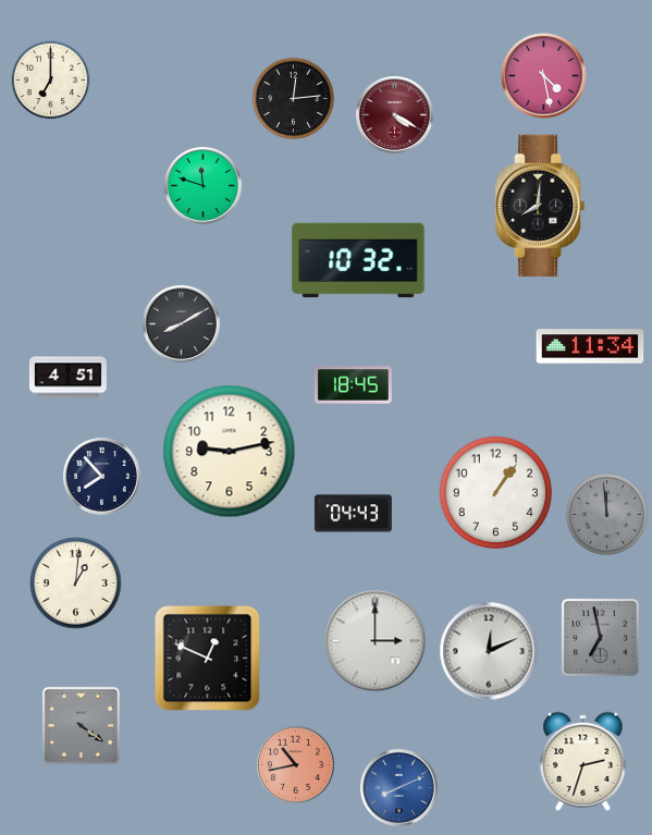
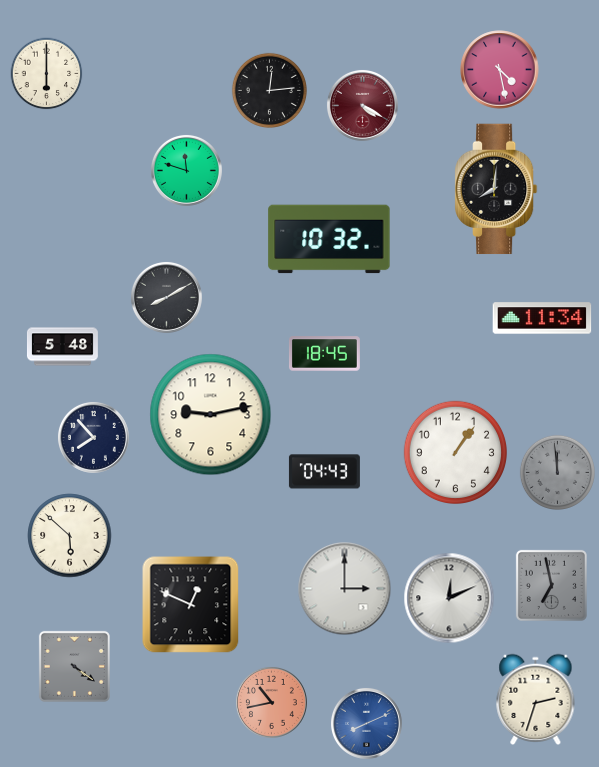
clock at (51, 81): 7:00 -> 6:00
clock at (67, 378): 4:51 -> 5:48
clock at (76, 584): 1:01 -> 5:52
